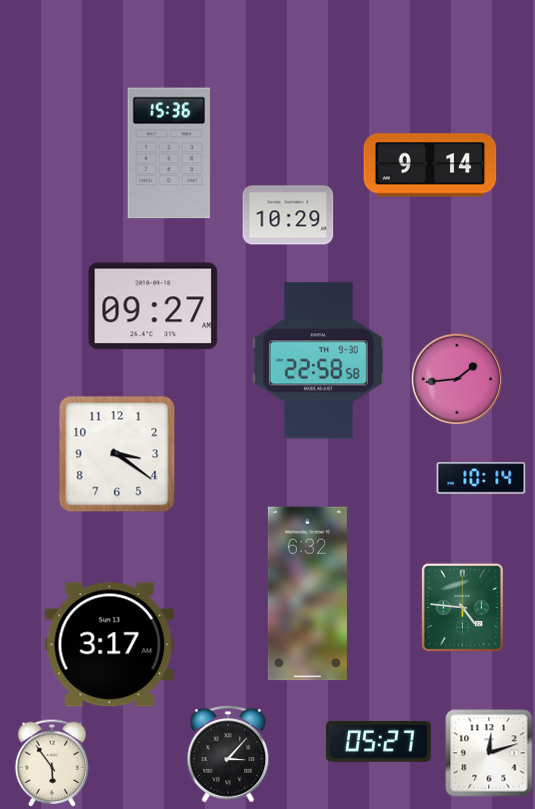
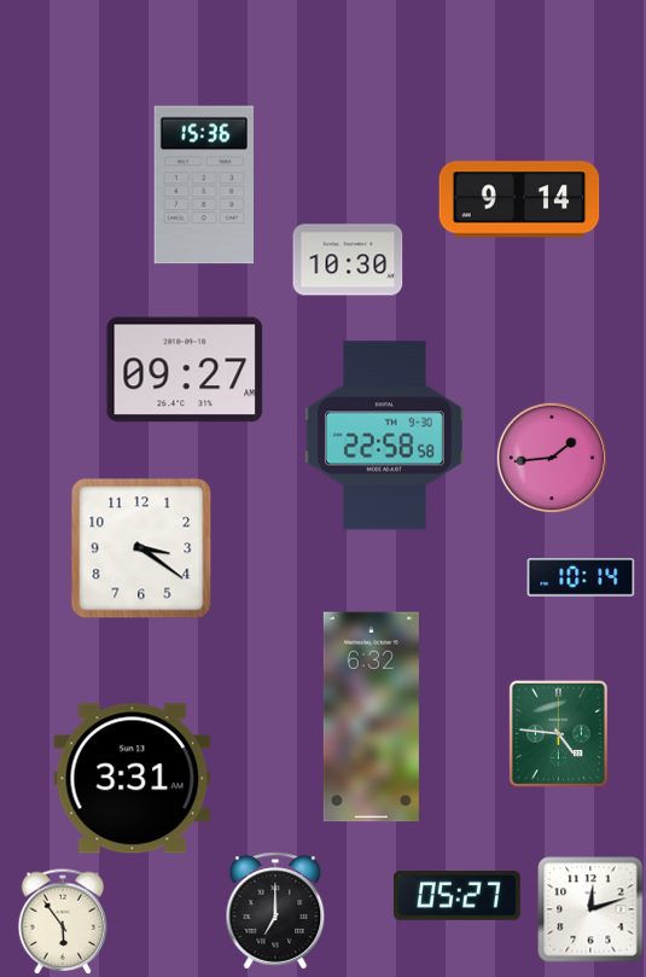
clock at (288, 215): 10:29 -> 10:30
clock at (110, 645): 3:17 -> 3:31
clock at (228, 754): 3:07 -> 7:00
